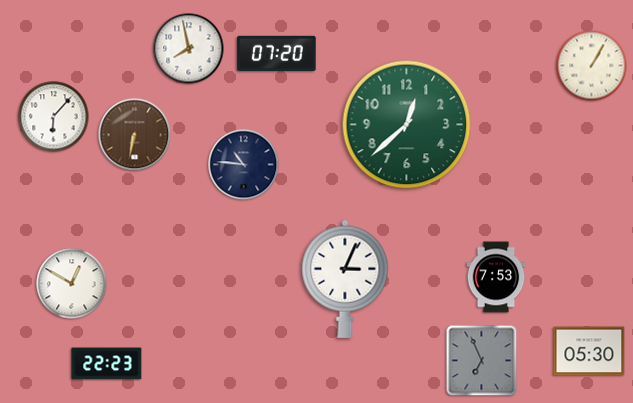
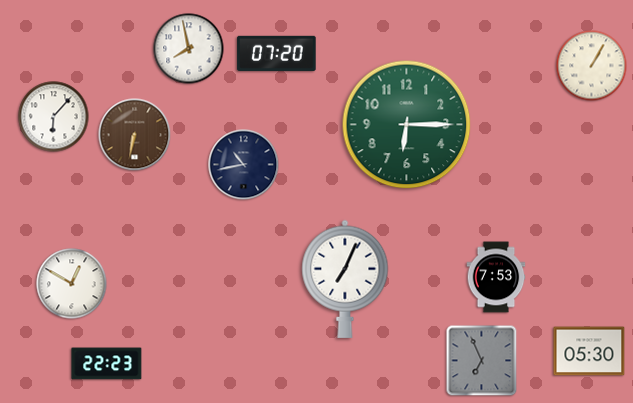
clock at (407, 125): 12:38 -> 6:15
clock at (244, 165): 10:46 -> 10:43
clock at (345, 279): 3:04 -> 7:04
